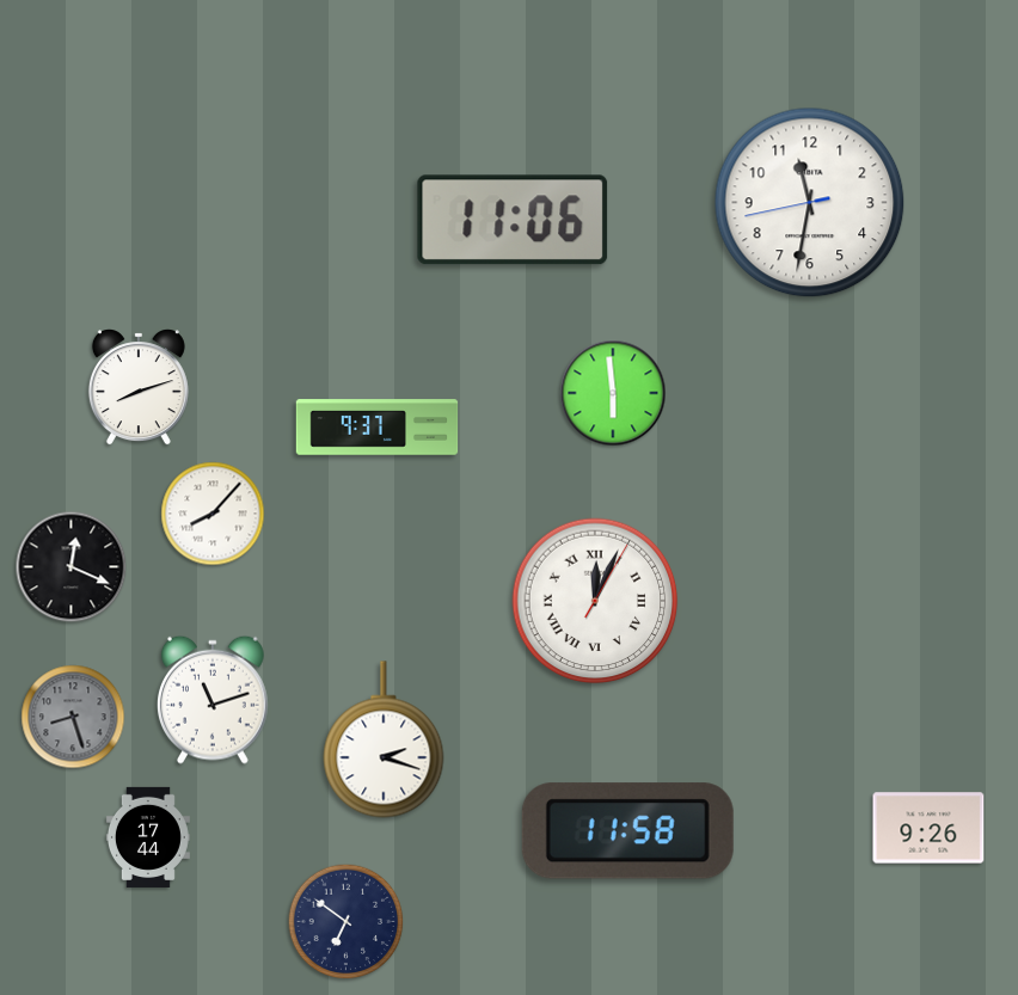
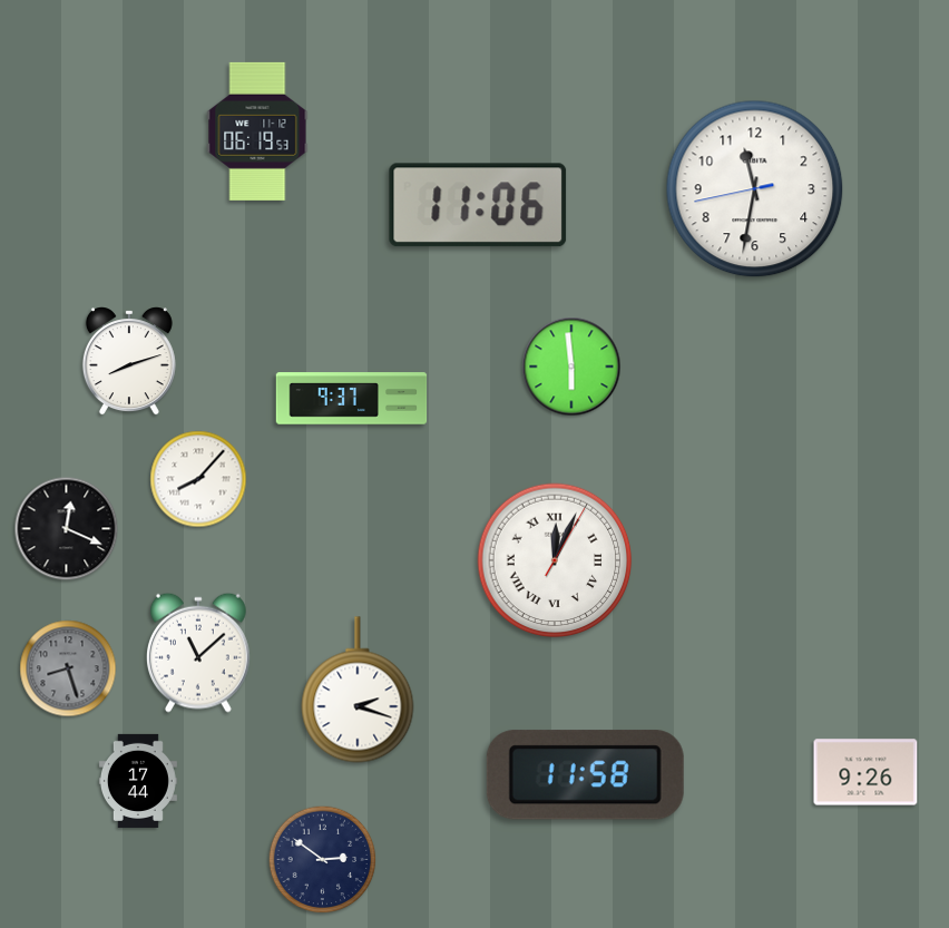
clock at (257, 131): none -> 06:19
clock at (213, 700): 11:12 -> 11:08
clock at (347, 922): 6:51 -> 2:51
